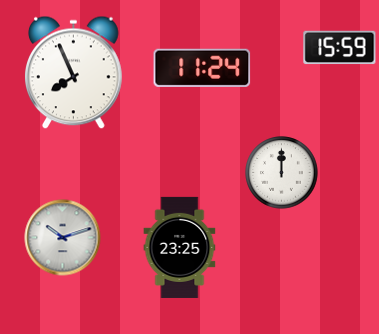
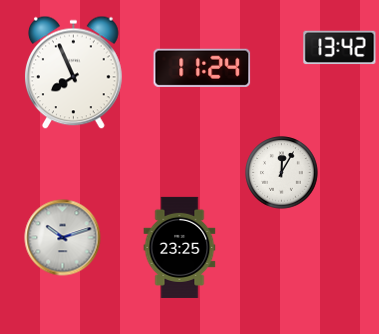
clock at (340, 48): 15:59 -> 13:42
clock at (282, 173): 12:00 -> 12:05
